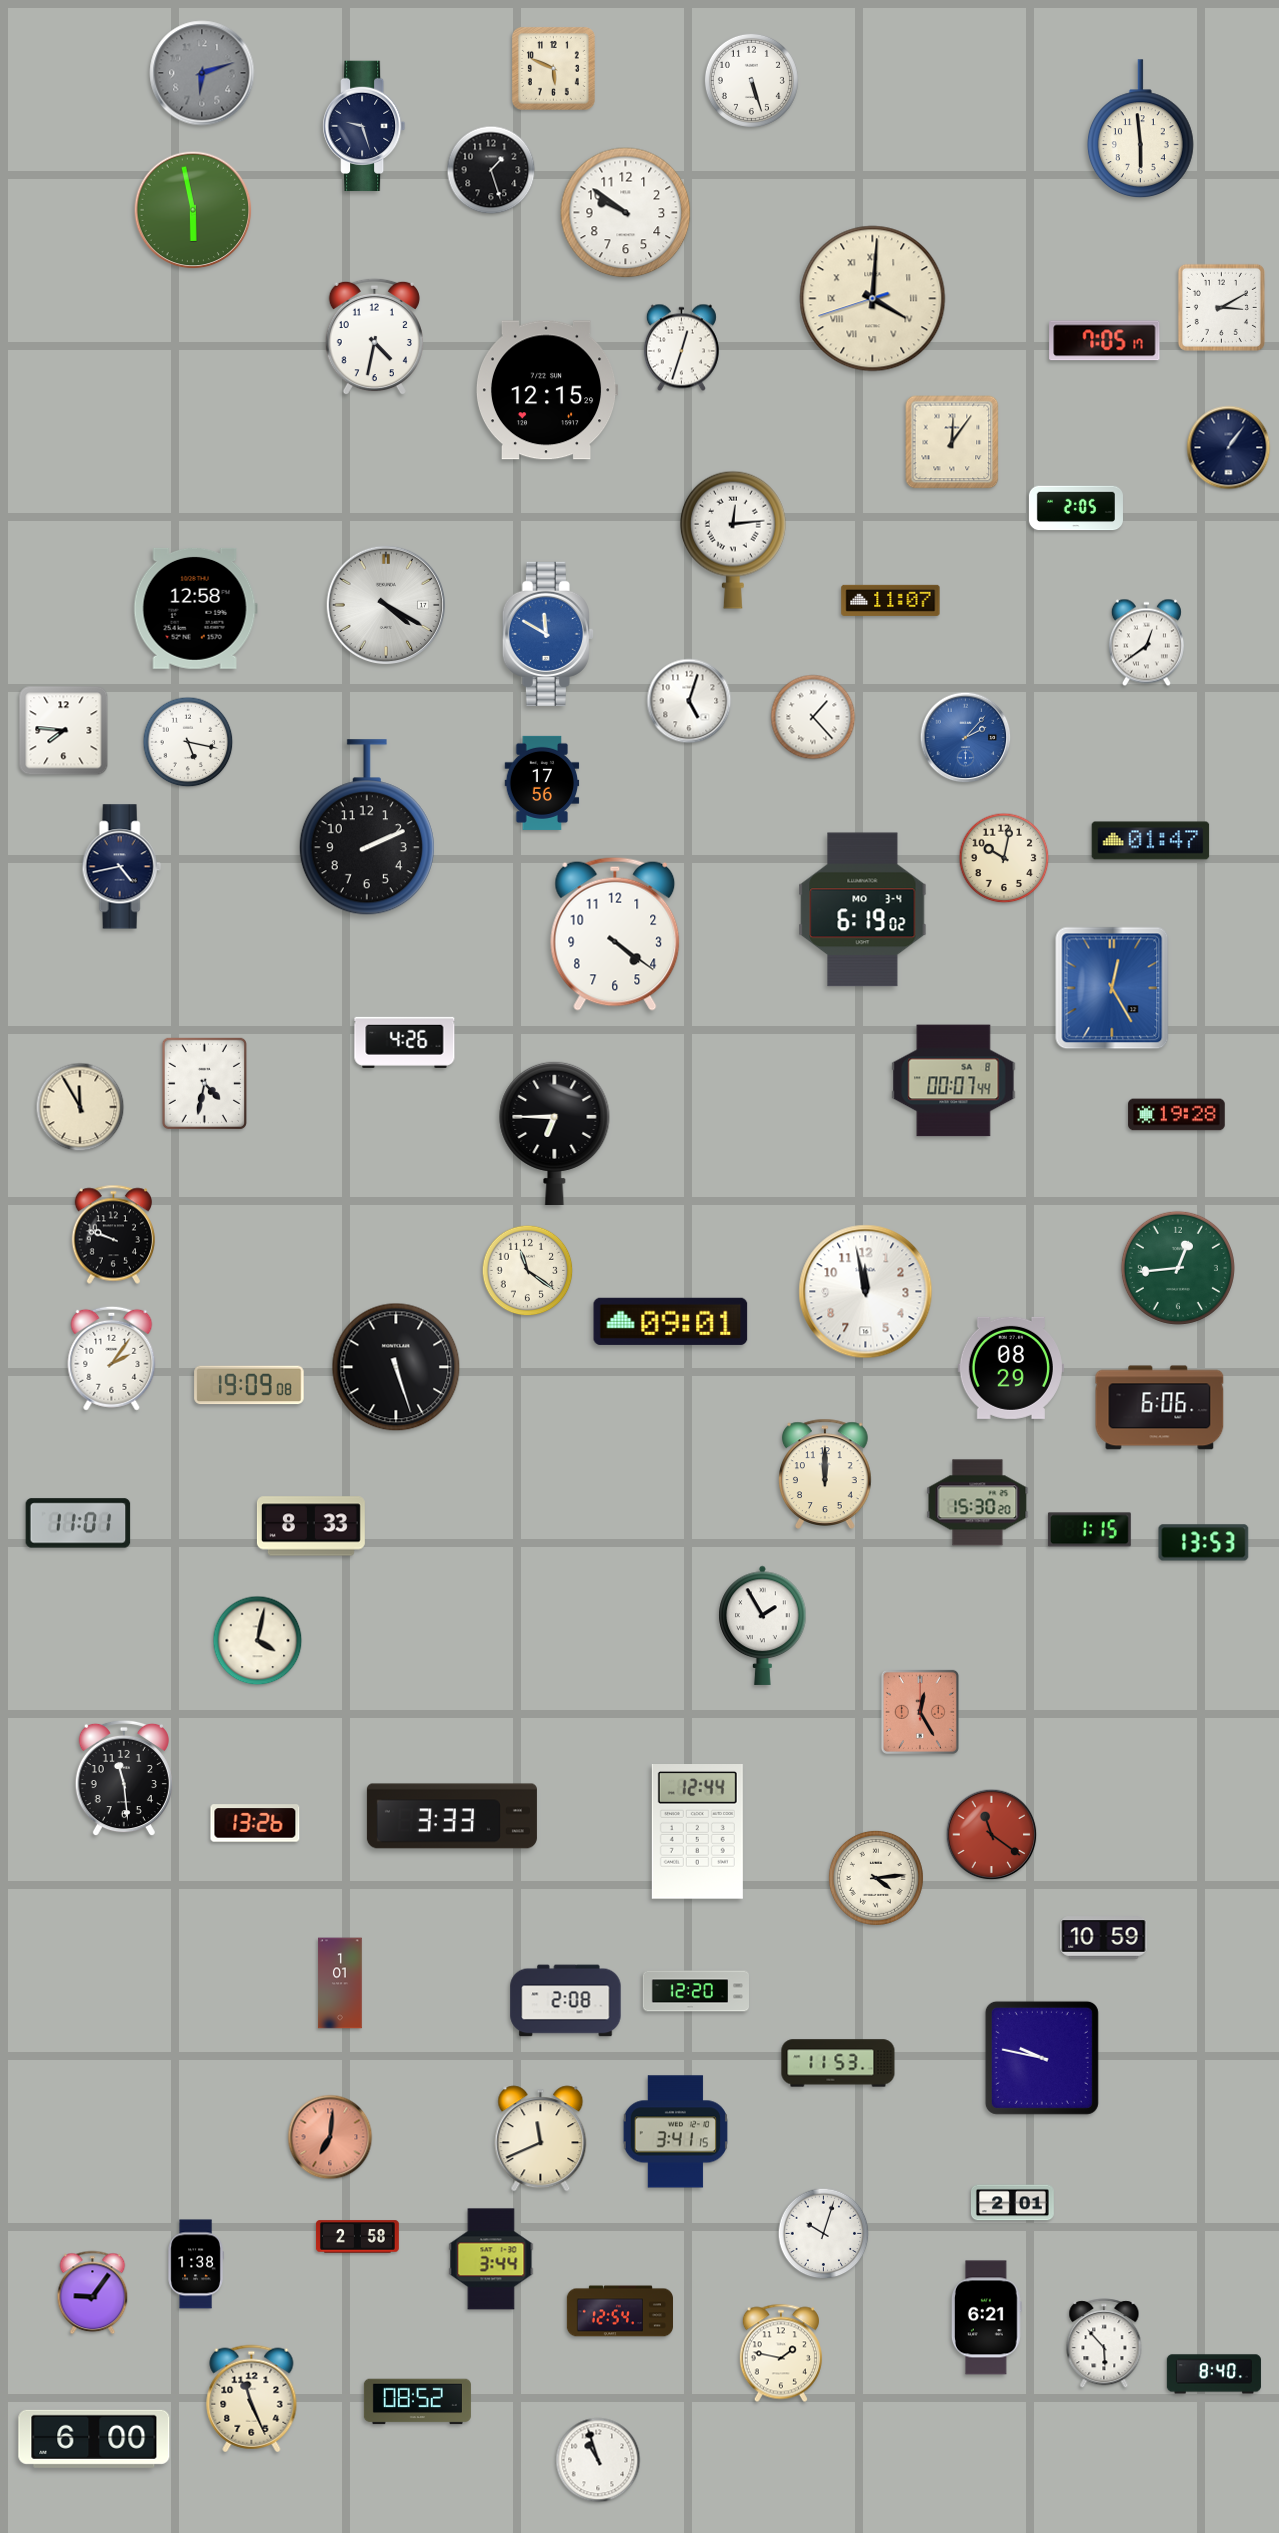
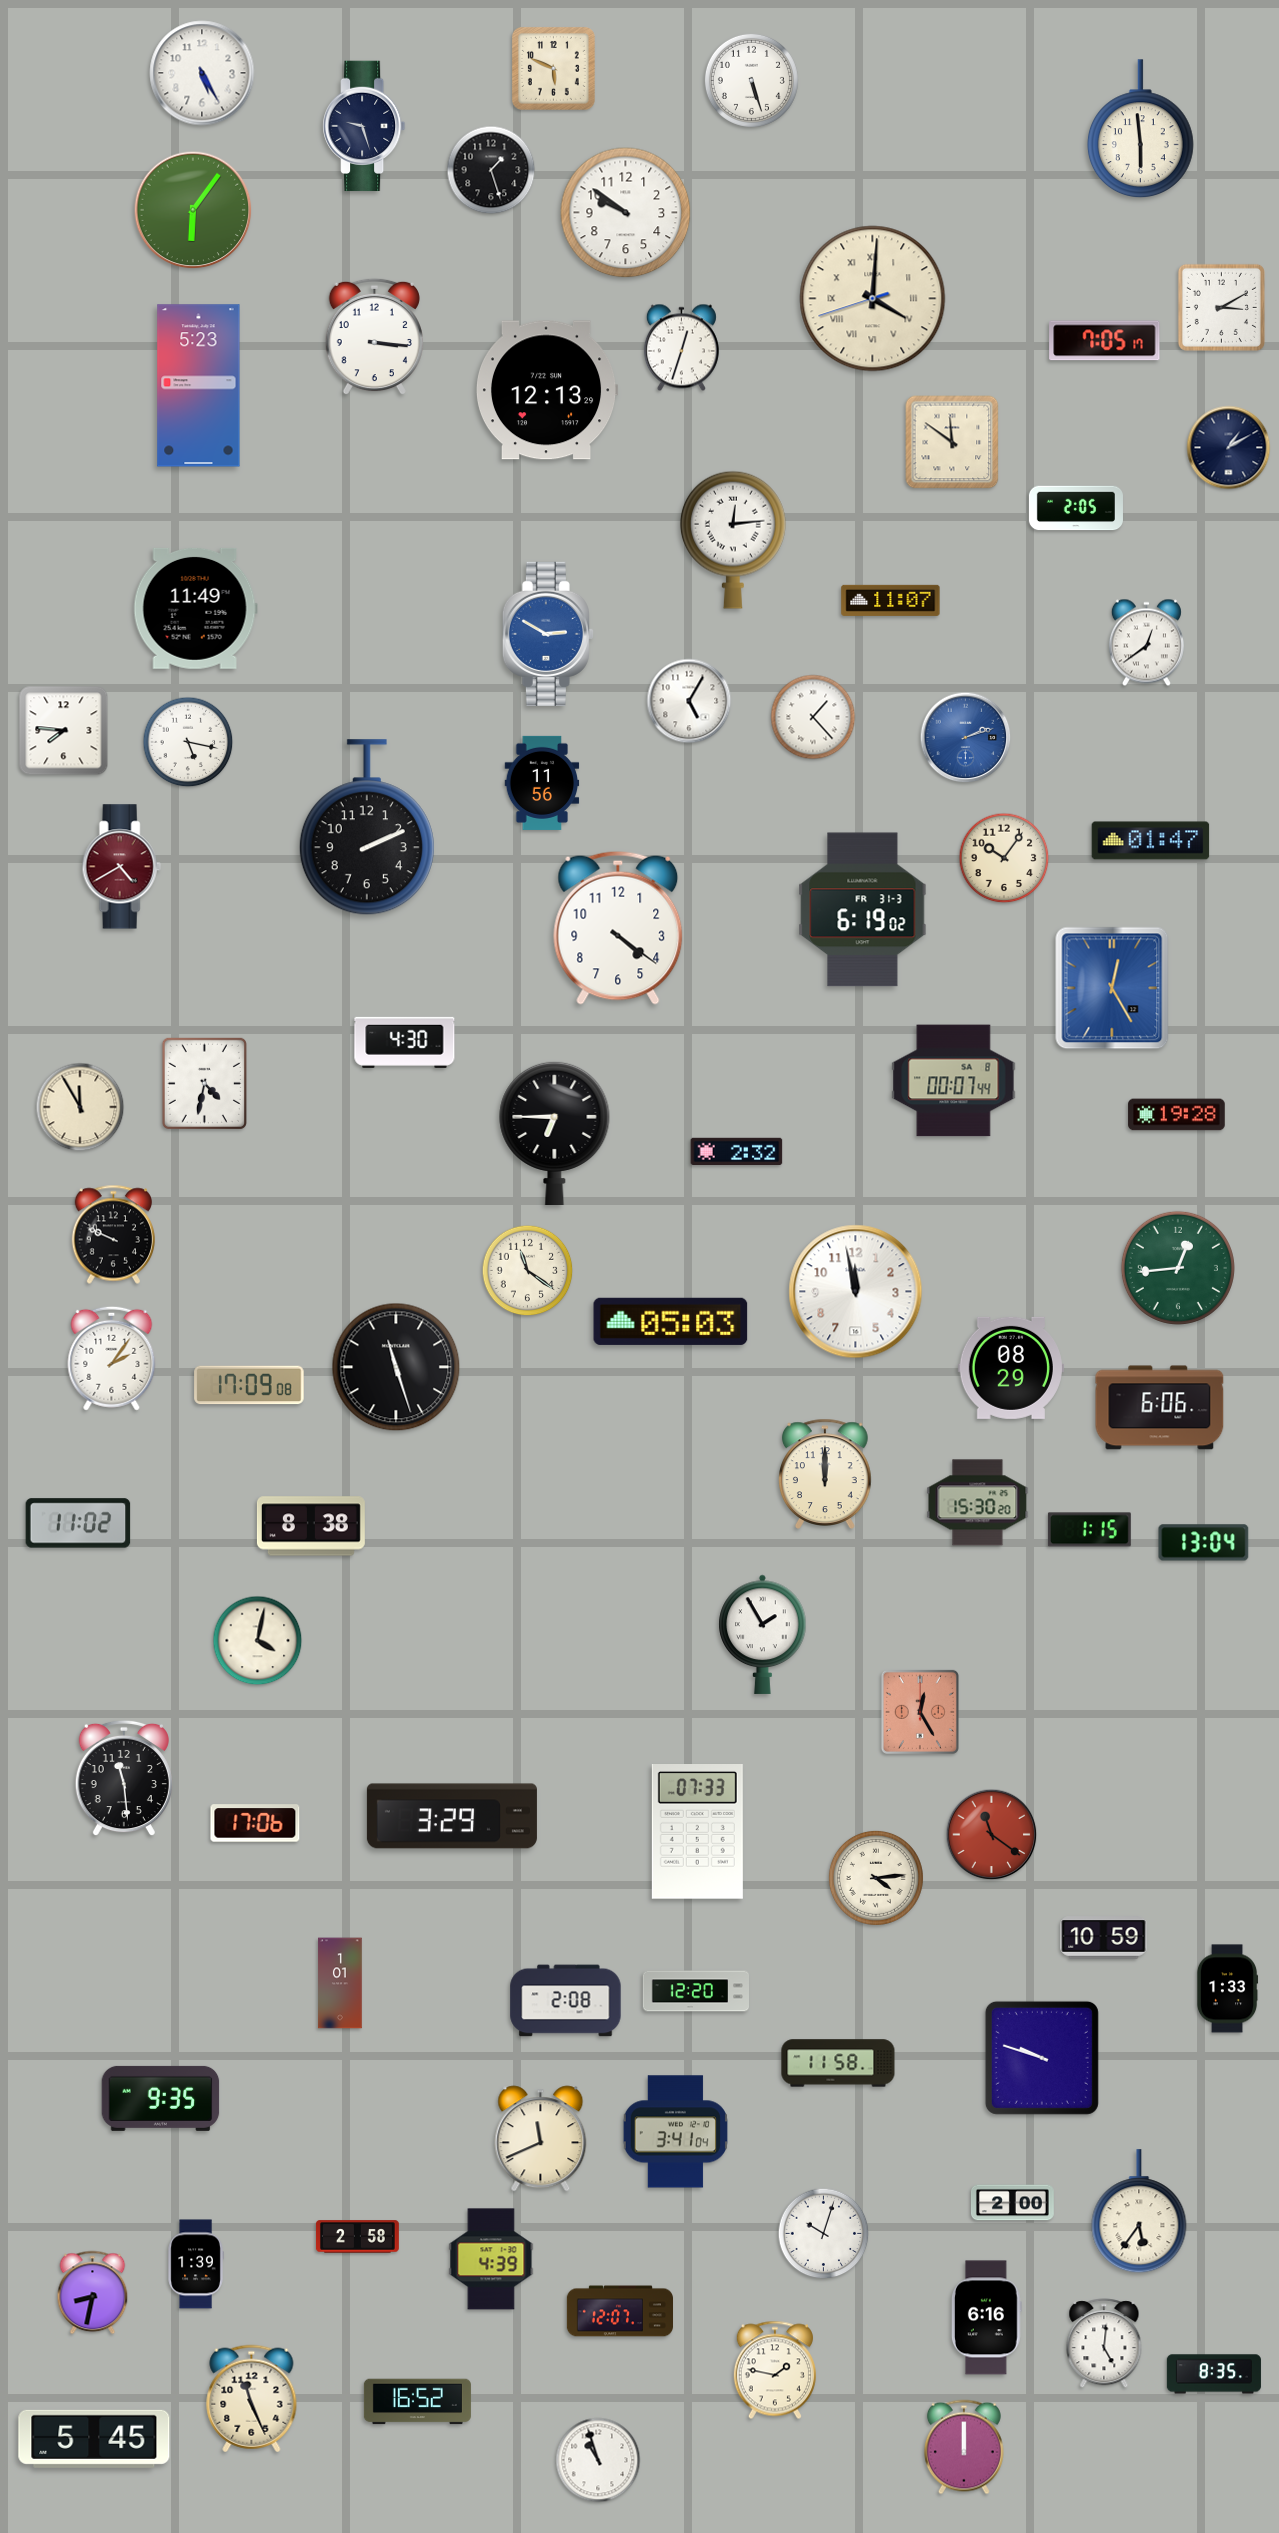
clock at (202, 73): 6:12 -> 5:25
clock at (202, 73) dial: grey -> white
clock at (193, 210): 5:58 -> 6:06
clock at (374, 337): 4:32 -> 3:16
clock at (199, 386): none -> 5:23
clock at (547, 390): 12:15 -> 12:13
clock at (952, 442): 12:06 -> 11:51
clock at (1229, 448): 1:06 -> 1:10
clock at (385, 604): 4:20 -> none
clock at (195, 608): 12:58 -> 11:49
clock at (548, 634): 11:50 -> 2:50
clock at (689, 701): 5:03 -> 5:05
clock at (966, 738): 2:07 -> 2:12
clock at (542, 783): 17:56 -> 11:56
clock at (1004, 858): 10:02 -> 10:06
clock at (121, 867): 4:43 -> 4:40
clock at (121, 867) dial: navy -> burgundy
clock at (863, 910) date: MO 3-4 -> FR 31-3
clock at (615, 934) position: (615, 934) -> (618, 928)
clock at (405, 1042): 4:26 -> 4:30
clock at (737, 1151): none -> 2:32
clock at (113, 1235): 9:48 -> 9:49
clock at (866, 1292) position: (866, 1292) -> (856, 1292)
clock at (671, 1321): 09:01 -> 05:03
clock at (396, 1367): 5:27 -> 11:27
clock at (249, 1385): 19:09 -> 17:09
clock at (78, 1523): 11:01 -> 11:02
clock at (311, 1526): 8:33 -> 8:38
clock at (1204, 1543): 13:53 -> 13:04
clock at (763, 1625) position: (763, 1625) -> (763, 1634)
clock at (452, 1816): 3:33 -> 3:29
clock at (255, 1823): 13:26 -> 17:06
clock at (697, 1832): 12:44 -> 07:33
clock at (1227, 1989): none -> 1:33
clock at (1042, 2058): 9:47 -> 9:48
clock at (838, 2063): 11:53 -> 11:58
clock at (161, 2098): none -> 9:35
clock at (675, 2132): 3:41:15 -> 3:41:04
clock at (330, 2137): 7:01 -> none
clock at (1013, 2203): 2:01 -> 2:00
clock at (1139, 2212): none -> 5:36
clock at (491, 2259): 3:44 -> 4:39
clock at (196, 2264): 1:38 -> 1:39
clock at (93, 2293): 9:06 -> 8:32
clock at (619, 2311): 12:54 -> 12:07
clock at (986, 2318): 6:21 -> 6:16
clock at (1104, 2344): 5:53 -> 5:01
clock at (781, 2353) position: (781, 2353) -> (775, 2370)
clock at (1214, 2374): 8:40 -> 8:35
clock at (417, 2402): 08:52 -> 16:52
clock at (94, 2439): 6:00 -> 5:45
clock at (964, 2447): none -> 12:00
